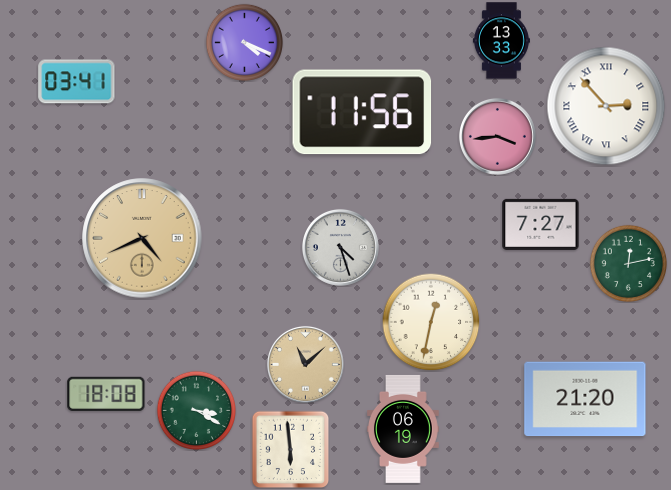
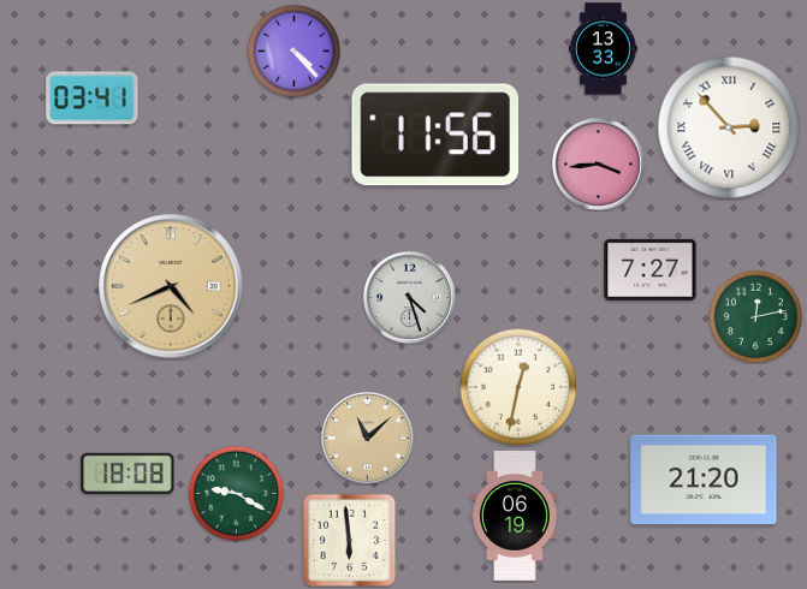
clock at (244, 42): 4:19 -> 4:23
clock at (196, 410): 3:20 -> 9:20
clock at (404, 429) position: (404, 429) -> (516, 516)
